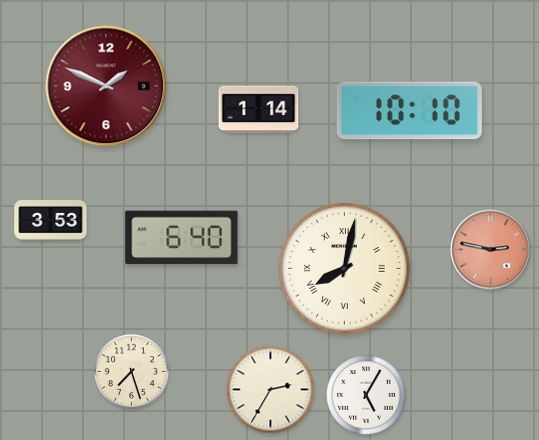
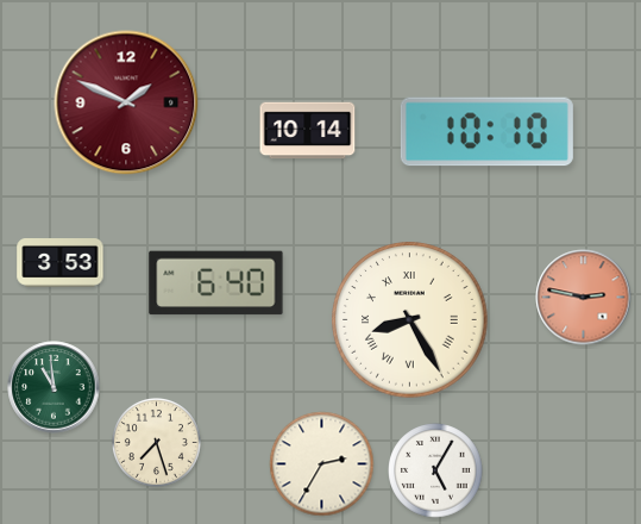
clock at (259, 110): 1:14 -> 10:14
clock at (345, 269): 8:02 -> 8:25
clock at (54, 387): none -> 10:59
